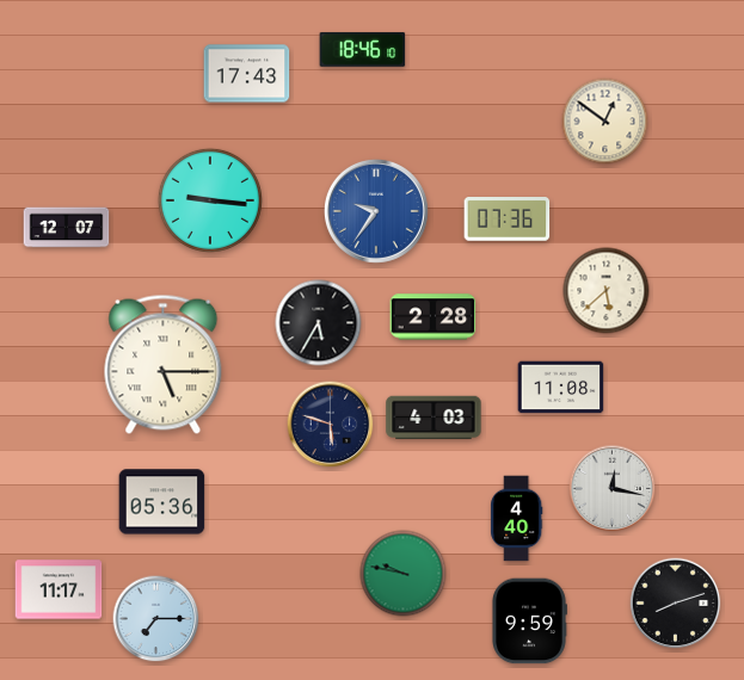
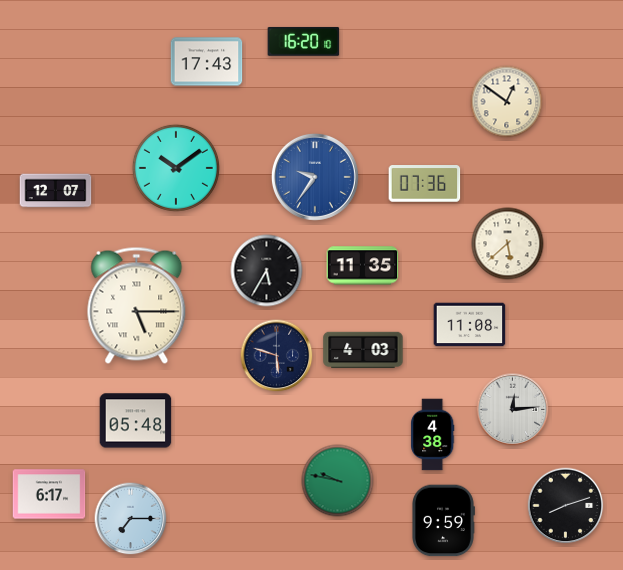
clock at (363, 50): 18:46 -> 16:20
clock at (210, 200): 9:16 -> 10:09
clock at (434, 317): 2:28 -> 11:35
clock at (613, 489): 12:17 -> 12:14
clock at (162, 502): 05:36 -> 05:48
clock at (517, 519): 4:40 -> 4:38
clock at (59, 589): 11:17 -> 6:17
